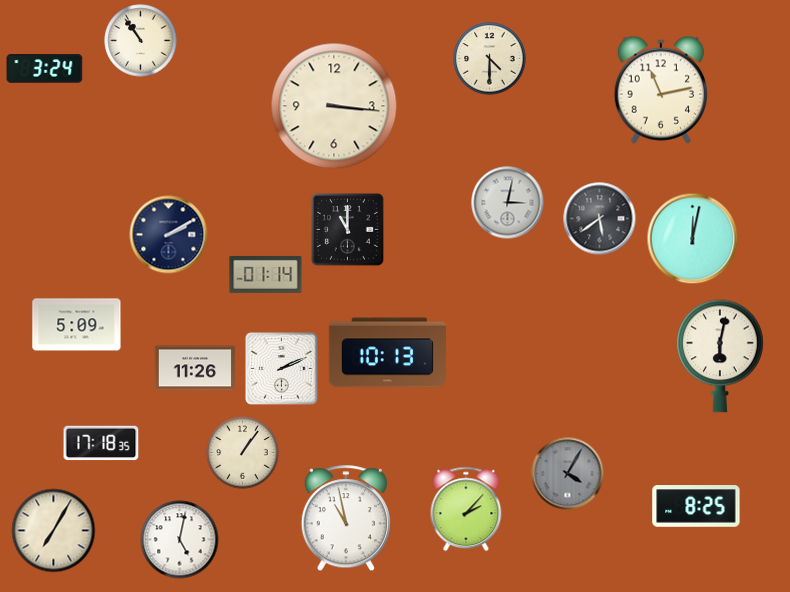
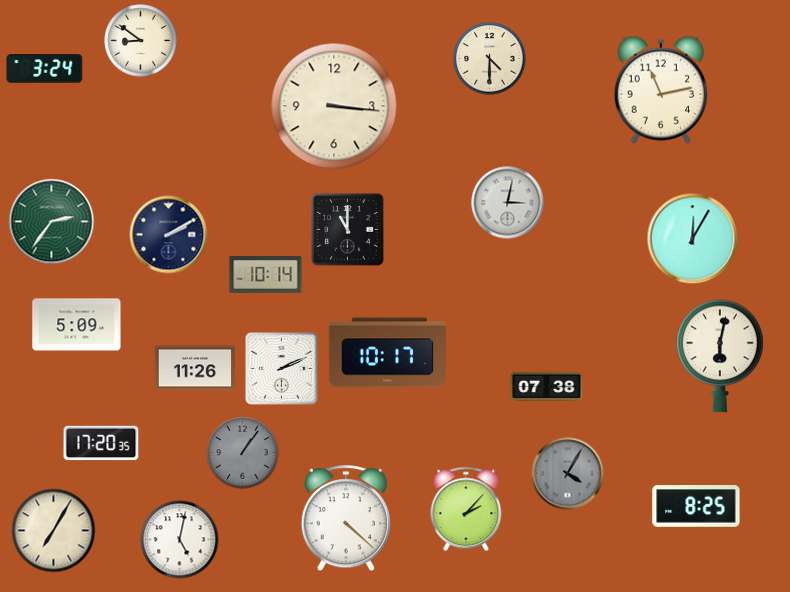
clock at (141, 41): 10:54 -> 8:51
clock at (600, 219): 5:39 -> none
clock at (52, 222): none -> 2:36
clock at (693, 239): 12:02 -> 12:05
clock at (266, 274): 01:14 -> 10:14
clock at (387, 353): 10:13 -> 10:17
clock at (547, 387): none -> 07:38
clock at (101, 443): 17:18 -> 17:20
clock at (243, 453) dial: cream -> grey
clock at (346, 519): 10:58 -> 4:22
